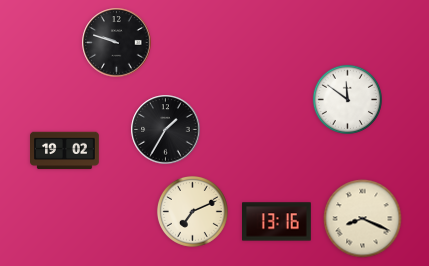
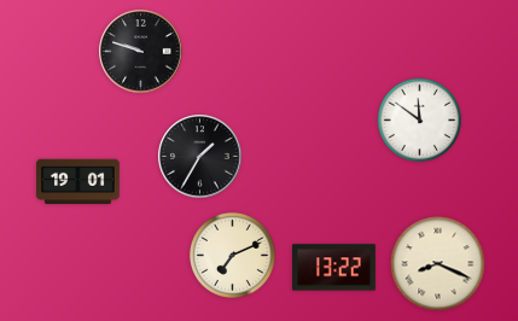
clock at (65, 151): 19:02 -> 19:01
clock at (277, 222): 13:16 -> 13:22
